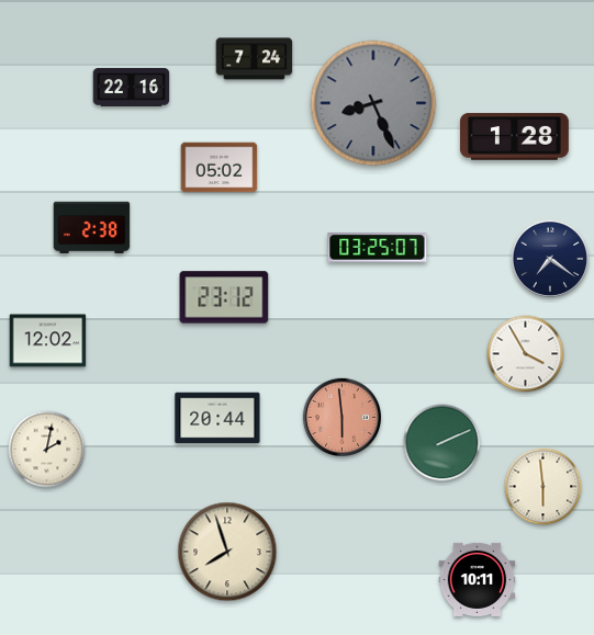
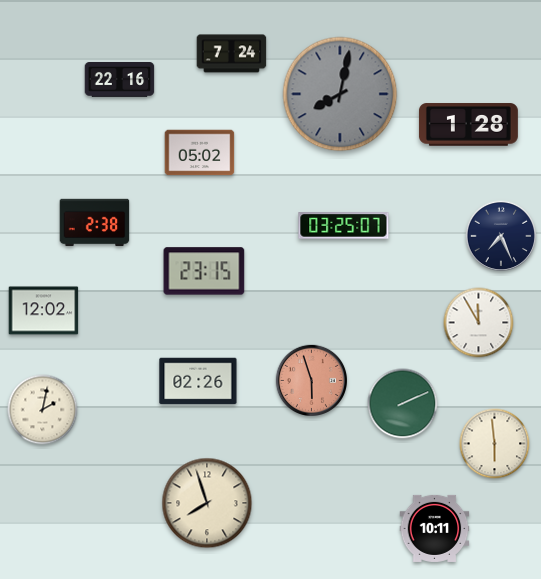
clock at (373, 103): 8:26 -> 8:02
clock at (92, 228) position: (92, 228) -> (95, 223)
clock at (550, 259): 7:21 -> 7:26
clock at (224, 297): 23:12 -> 23:15
clock at (526, 354): 3:55 -> 11:55
clock at (341, 417): 5:59 -> 5:57
clock at (217, 418): 20:44 -> 02:26
